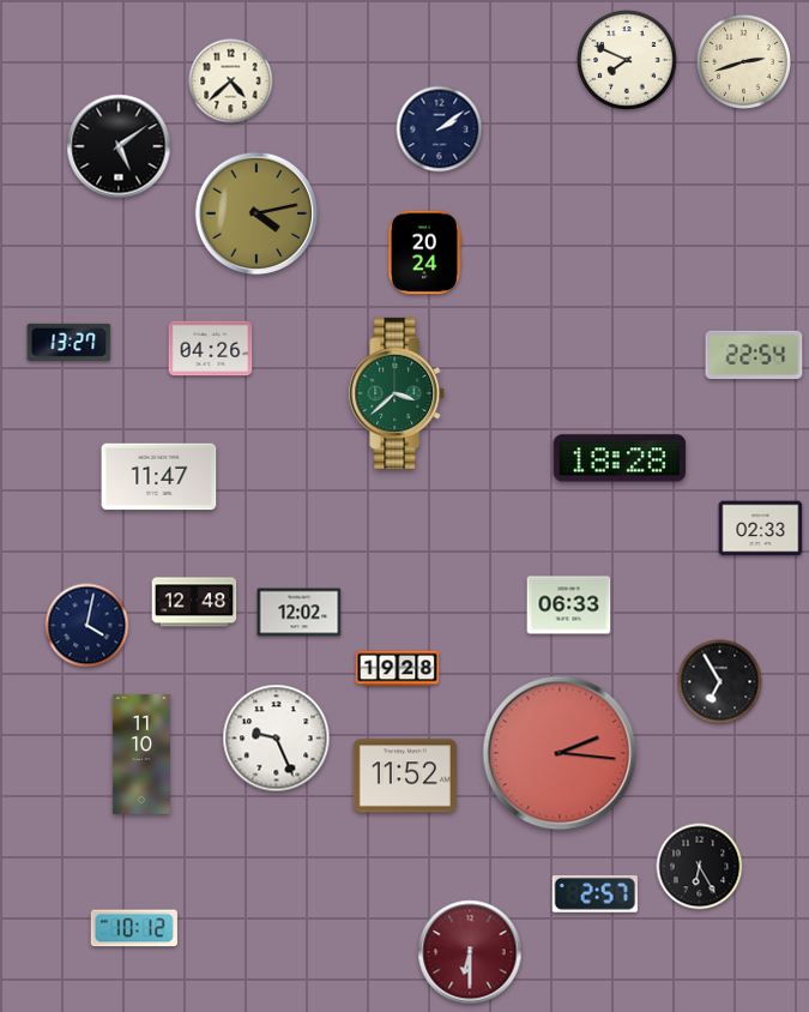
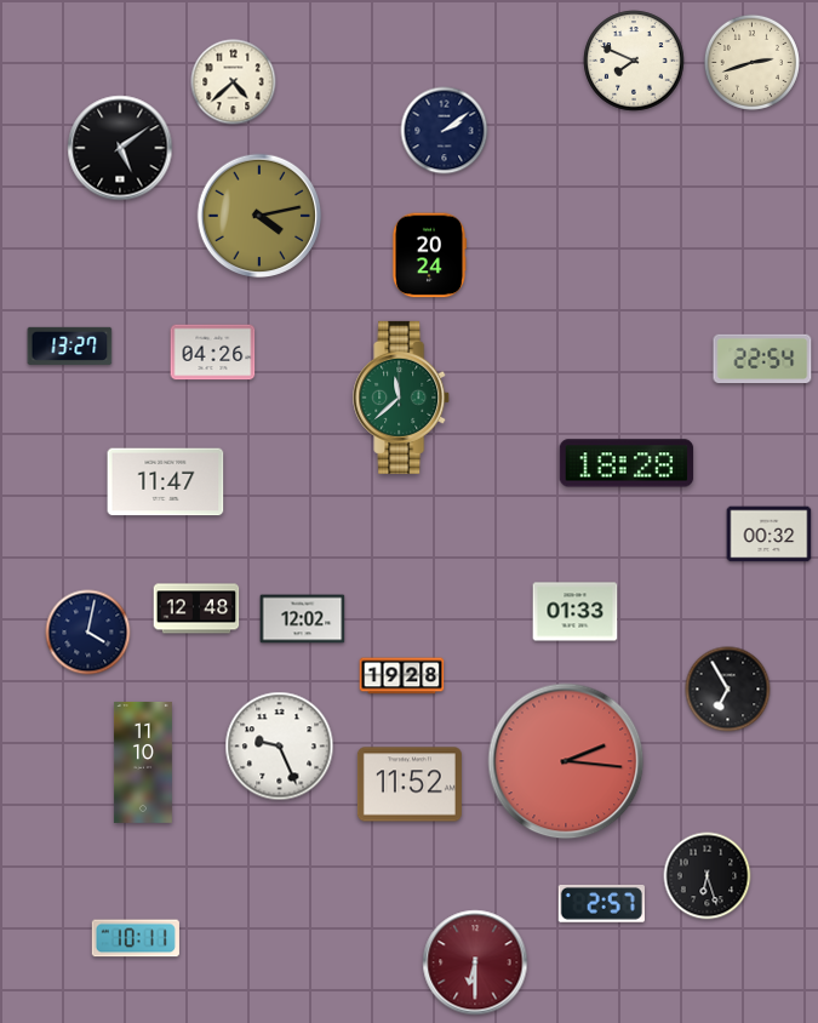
clock at (398, 393): 3:38 -> 11:38
clock at (159, 477) position: (159, 477) -> (166, 482)
clock at (761, 529): 02:33 -> 00:32
clock at (569, 606): 06:33 -> 01:33
clock at (700, 867): 6:25 -> 6:27
clock at (134, 928): 10:12 -> 10:11
